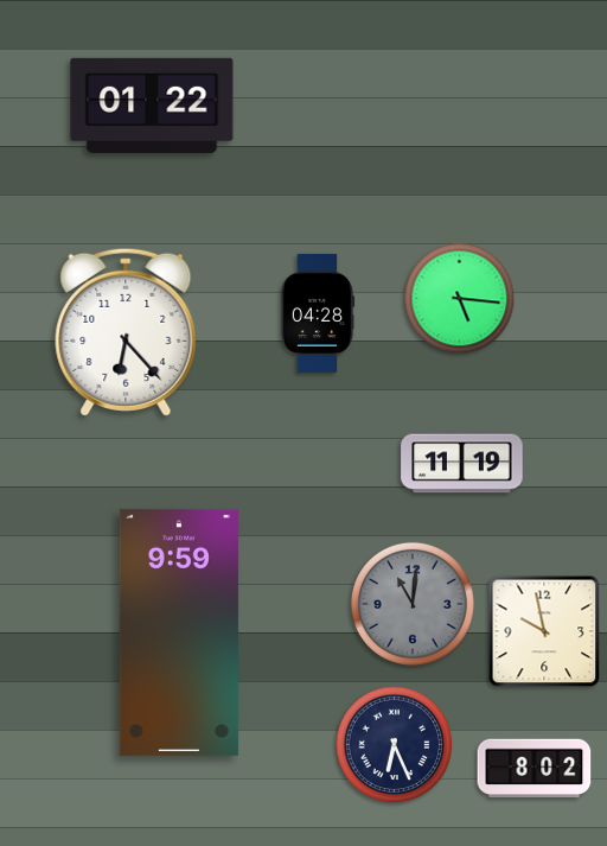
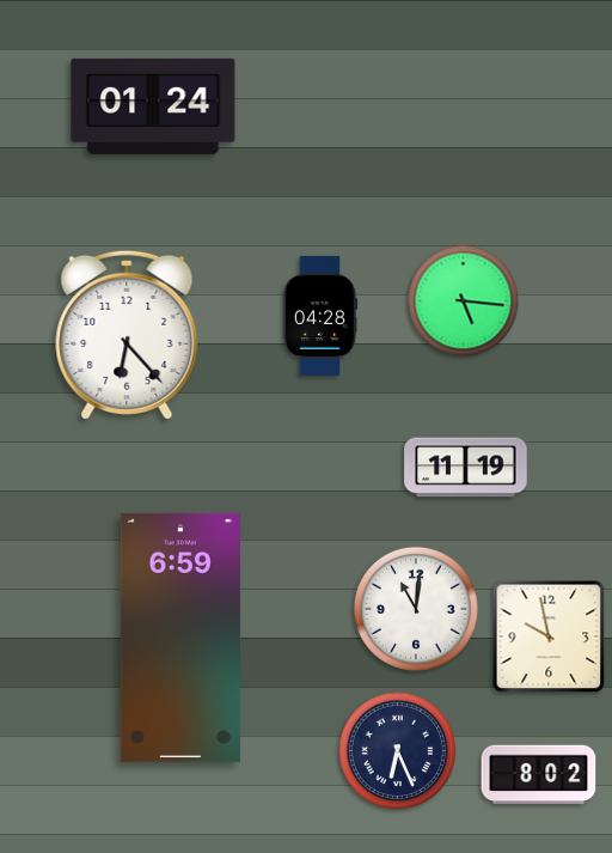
clock at (152, 106): 01:22 -> 01:24
clock at (413, 604) dial: grey -> white
clock at (179, 632): 9:59 -> 6:59
